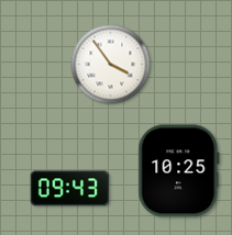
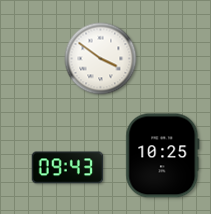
clock at (111, 65): 3:54 -> 3:51
clock at (70, 189) position: (70, 189) -> (68, 168)
